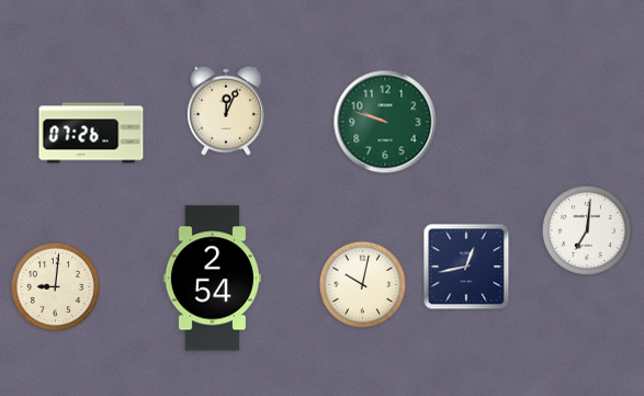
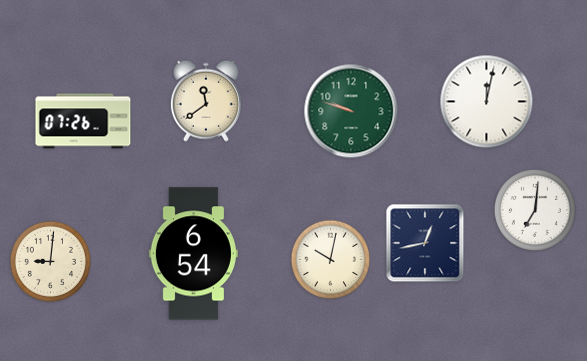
clock at (226, 111): 12:04 -> 11:39
clock at (487, 102): none -> 12:02
clock at (212, 279): 2:54 -> 6:54
